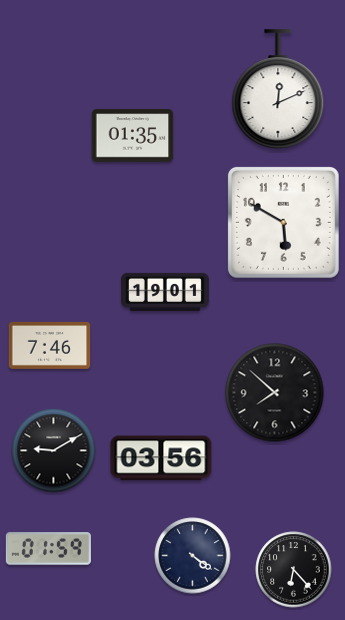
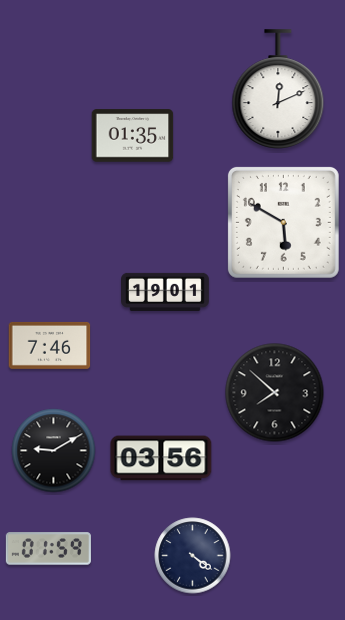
clock at (294, 570): 6:23 -> none
